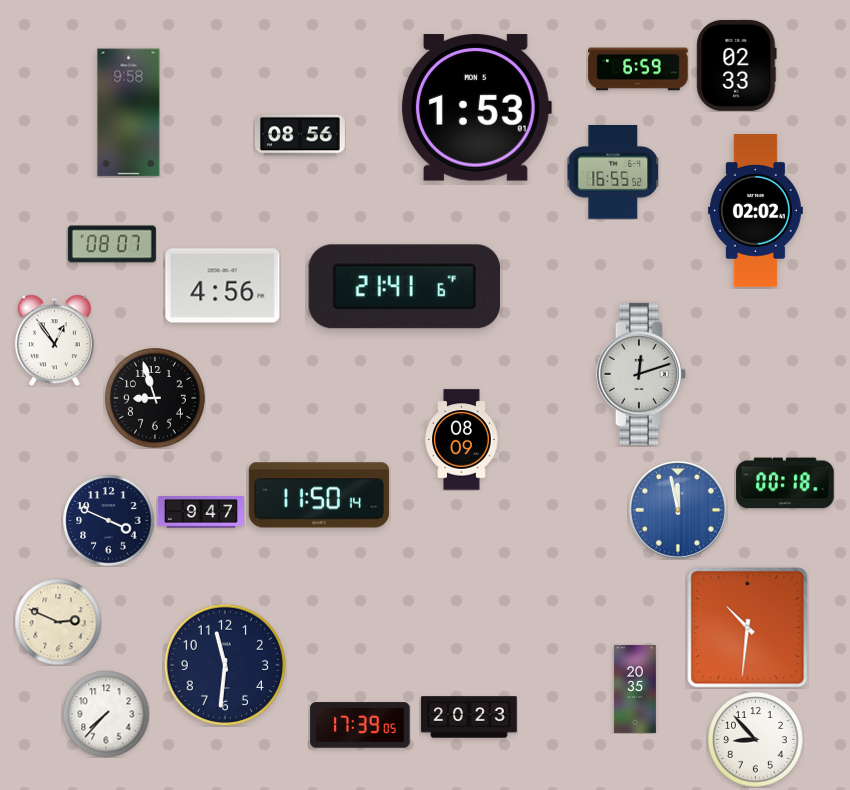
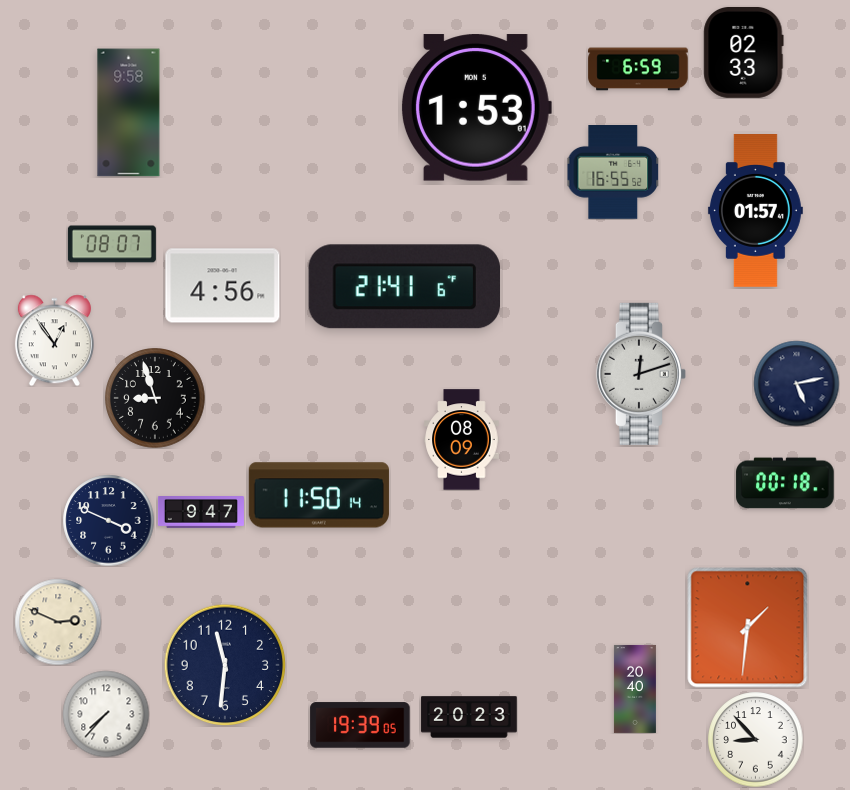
clock at (737, 65) position: (737, 65) -> (744, 52)
clock at (300, 135): 08:56 -> none
clock at (755, 211): 02:02 -> 01:57
clock at (796, 383): none -> 5:13
clock at (678, 510): 11:58 -> none
clock at (748, 628): 10:31 -> 1:31
clock at (635, 689): 20:35 -> 20:40
clock at (360, 725): 17:39 -> 19:39
